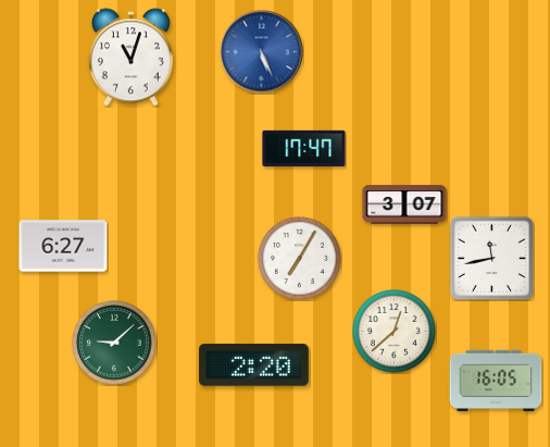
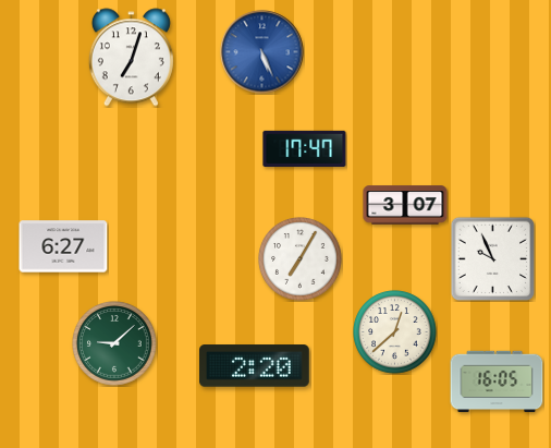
clock at (130, 58): 11:03 -> 7:03
clock at (491, 258): 11:43 -> 9:56
